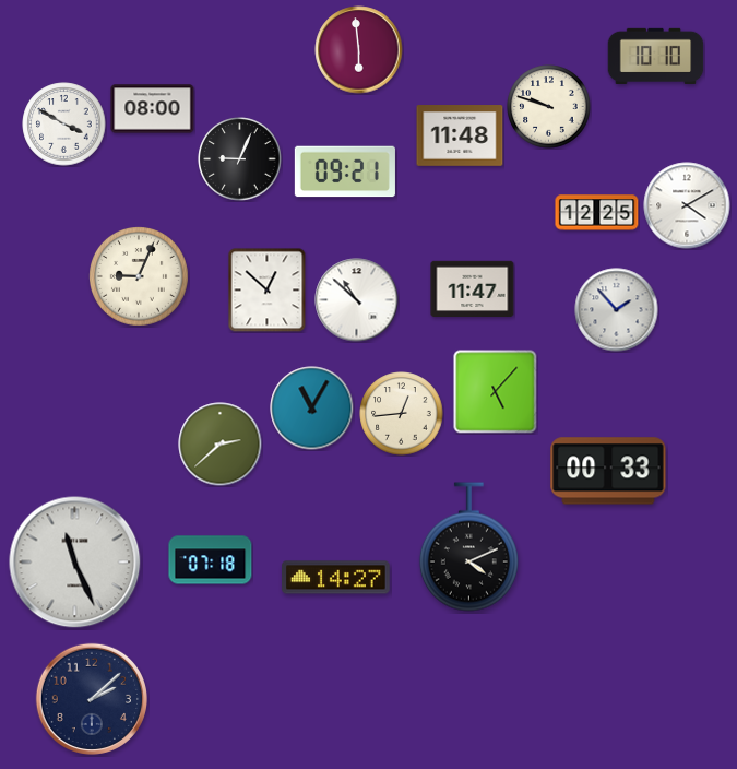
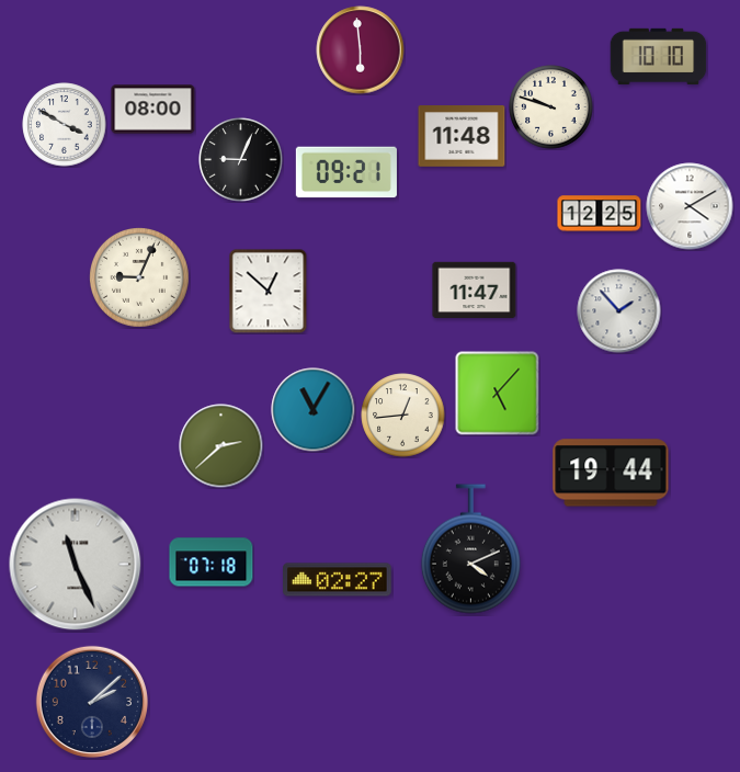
clock at (357, 300): 10:52 -> none
clock at (608, 471): 00:33 -> 19:44
clock at (336, 578): 14:27 -> 02:27
